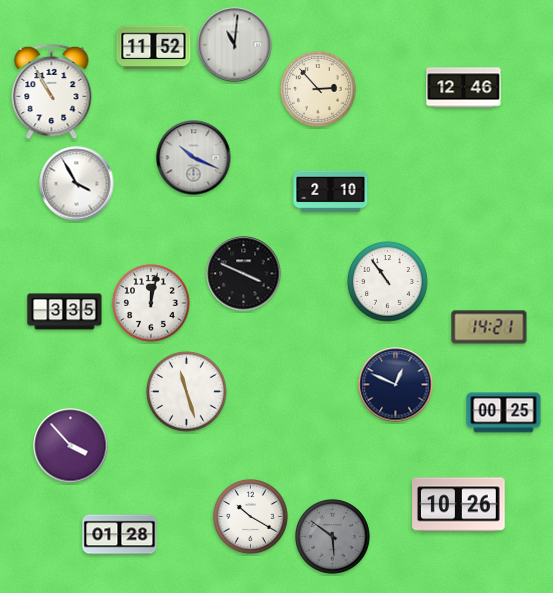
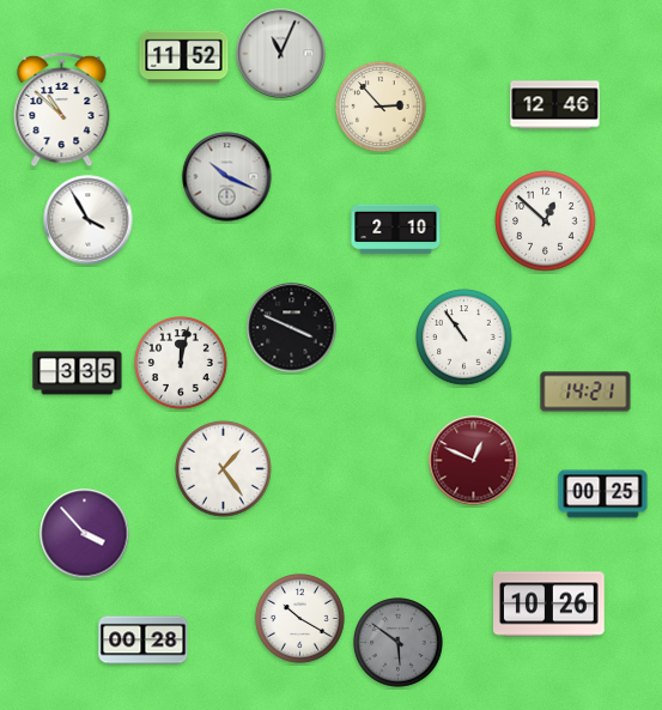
clock at (235, 45): 11:01 -> 11:04
clock at (52, 92): 10:55 -> 10:52
clock at (194, 158) position: (194, 158) -> (227, 177)
clock at (77, 184) position: (77, 184) -> (89, 220)
clock at (546, 222): none -> 12:52
clock at (396, 385) dial: navy -> burgundy
clock at (187, 392): 11:27 -> 1:24
clock at (120, 535): 01:28 -> 00:28
